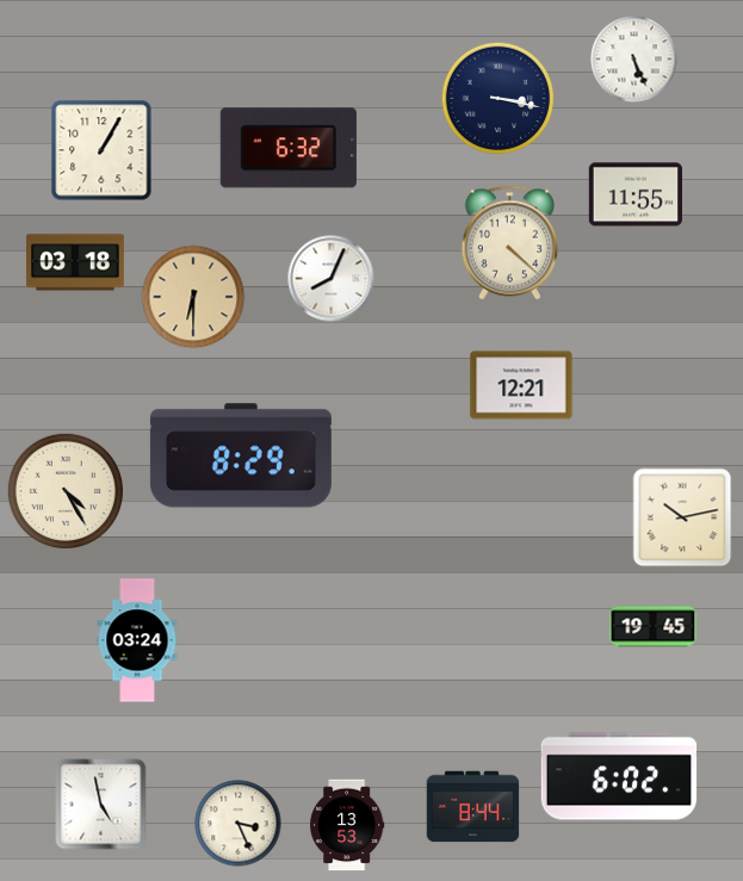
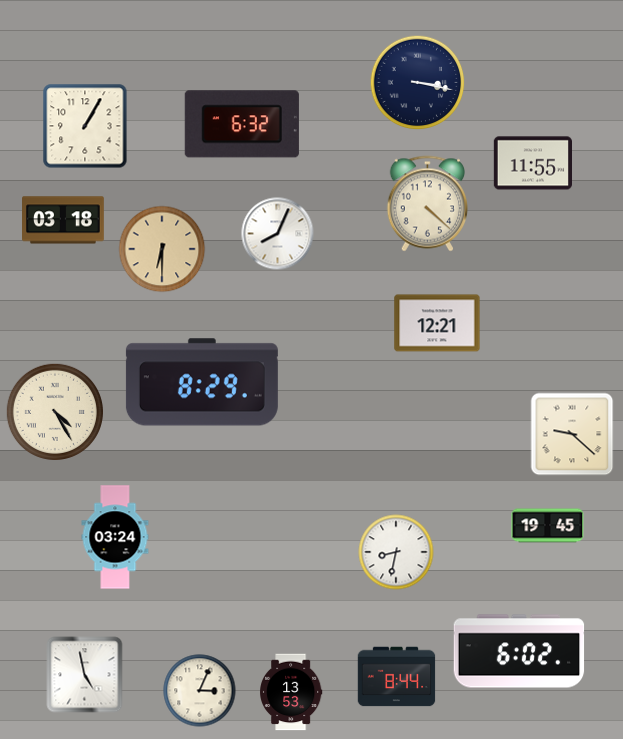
clock at (634, 60): 5:26 -> none
clock at (682, 517): 10:13 -> 9:22
clock at (396, 552): none -> 8:32
clock at (239, 824): 3:26 -> 3:04
